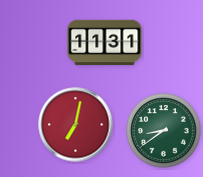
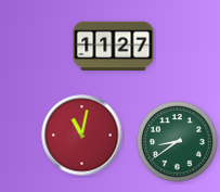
clock at (105, 43): 11:31 -> 11:27
clock at (76, 125): 7:02 -> 11:02
